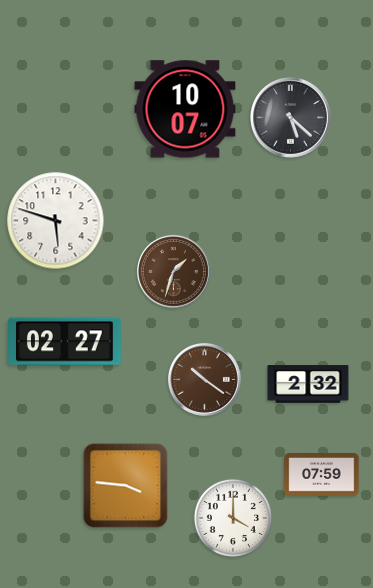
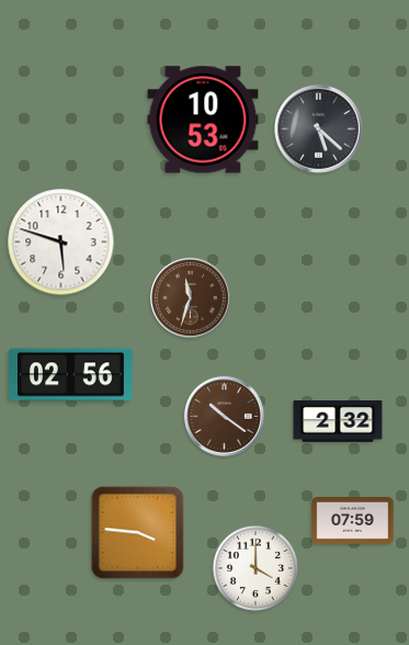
clock at (185, 109): 10:07 -> 10:53
clock at (173, 271): 1:33 -> 11:33
clock at (65, 342): 02:27 -> 02:56
